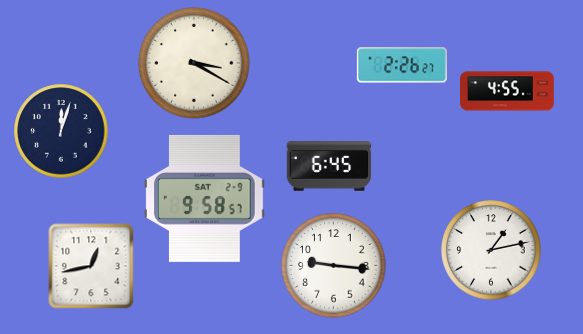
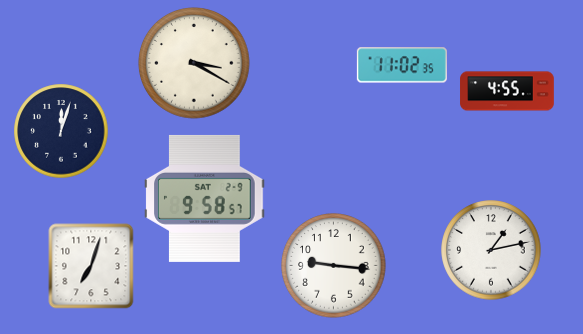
clock at (402, 65): 2:26 -> 11:02
clock at (329, 166): 6:45 -> none
clock at (91, 266): 12:43 -> 7:03
